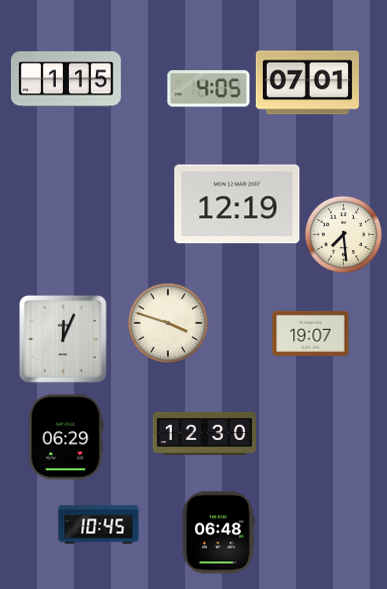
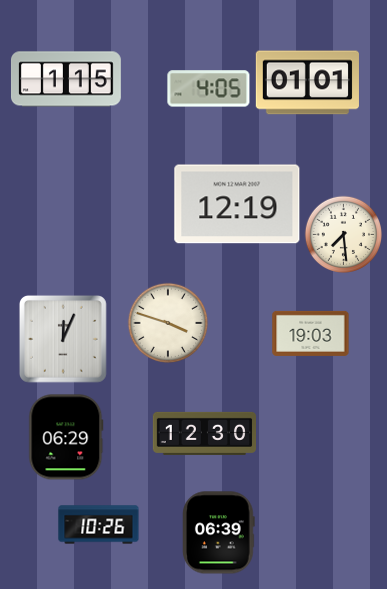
clock at (307, 83): 07:01 -> 01:01
clock at (311, 333): 19:07 -> 19:03
clock at (99, 525): 10:45 -> 10:26
clock at (219, 533): 06:48 -> 06:39
